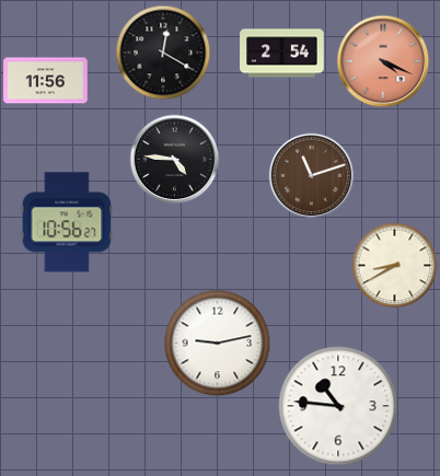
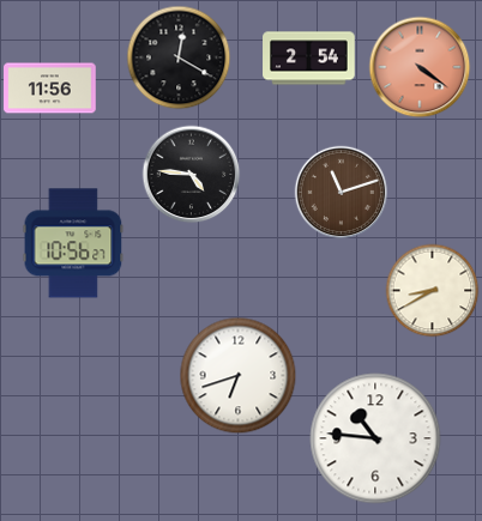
clock at (383, 61): 4:19 -> 4:21
clock at (217, 343): 9:13 -> 6:42
clock at (338, 406) position: (338, 406) -> (375, 438)
